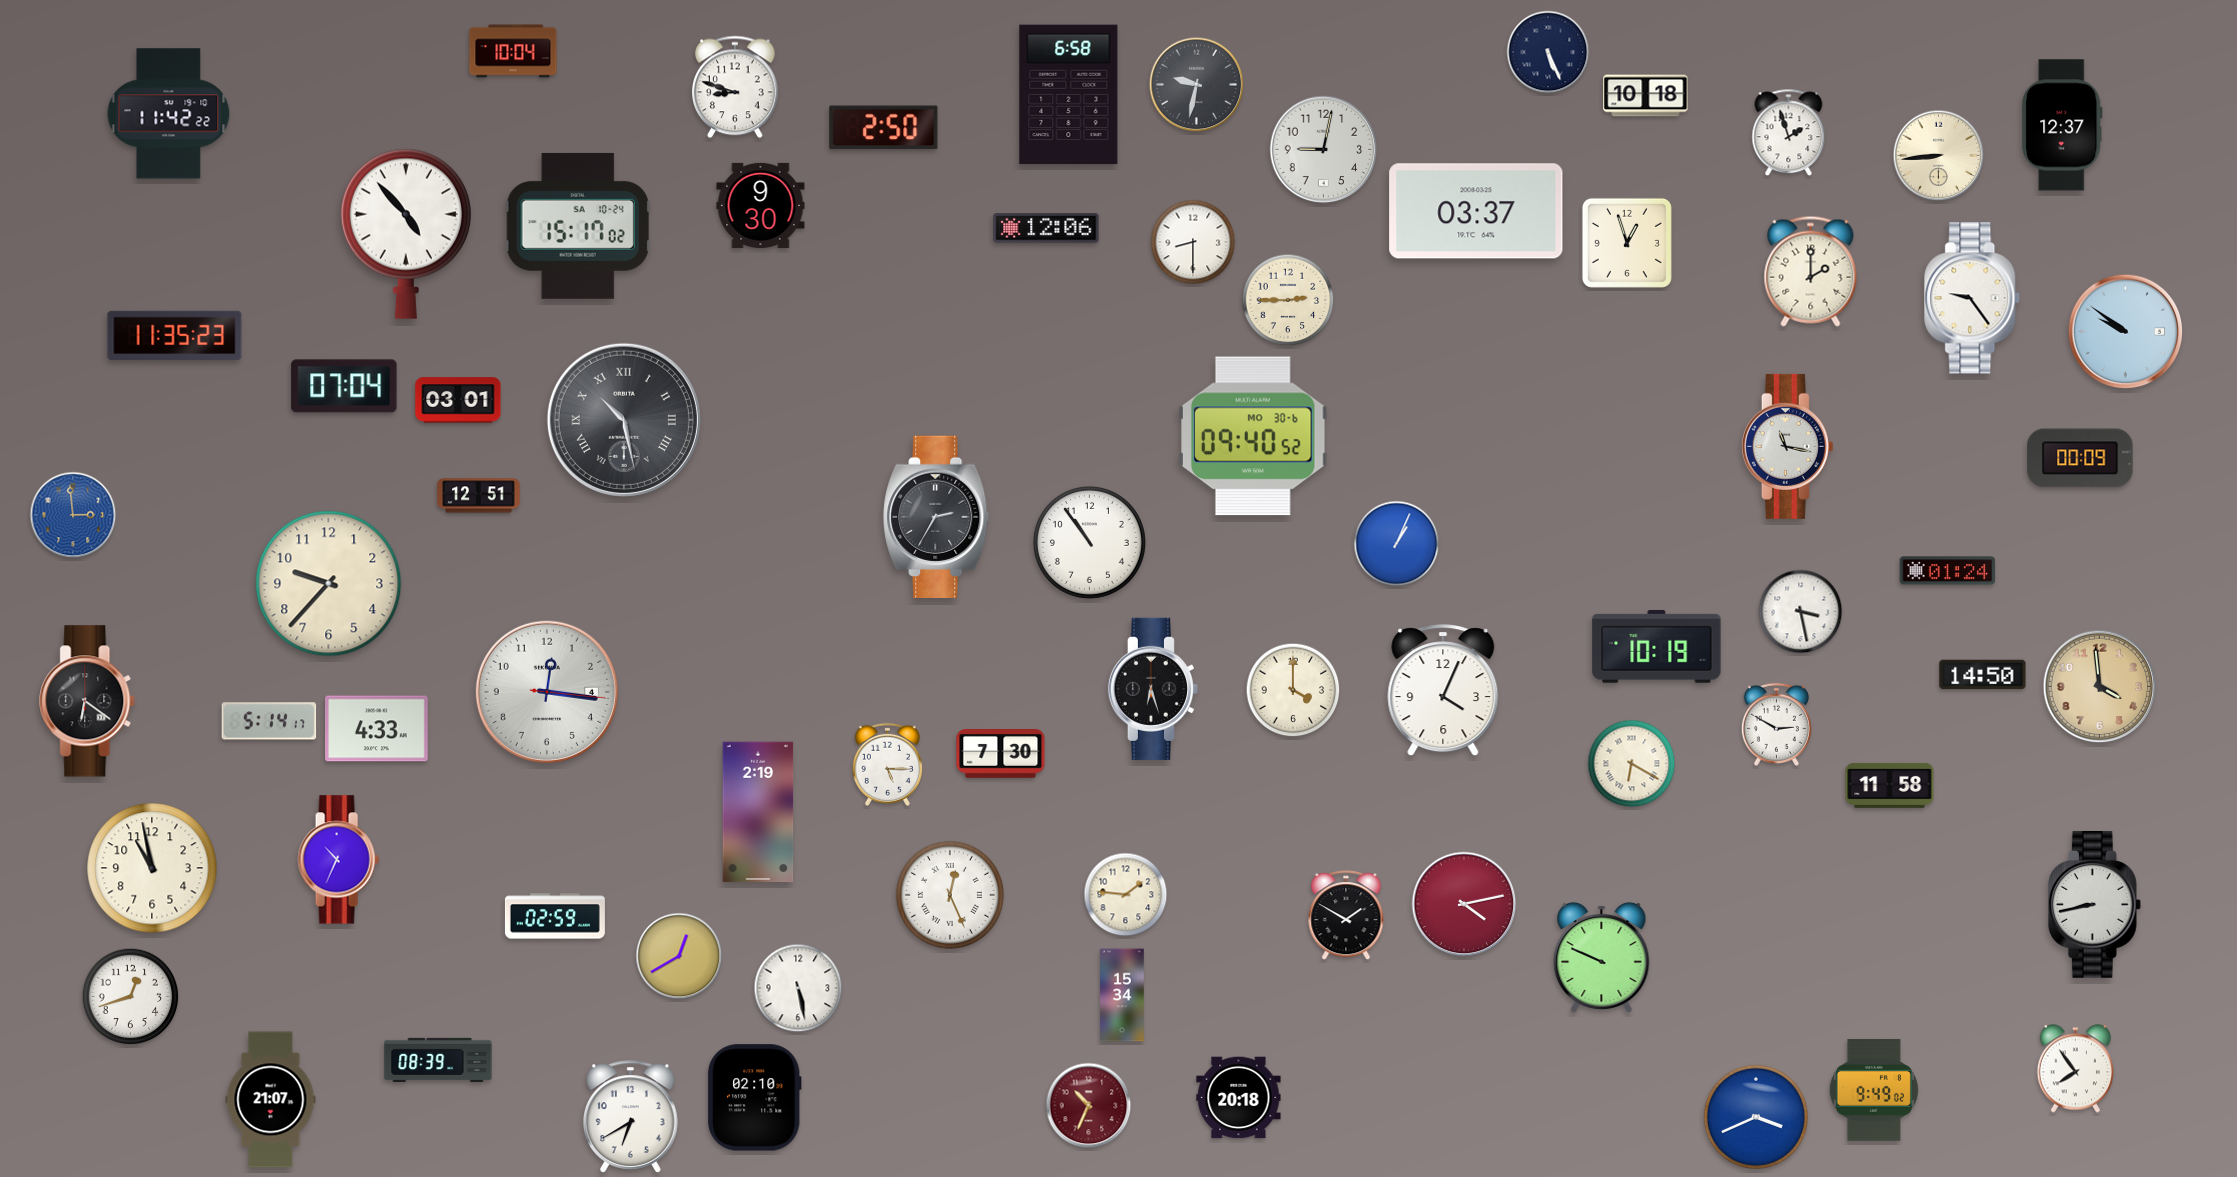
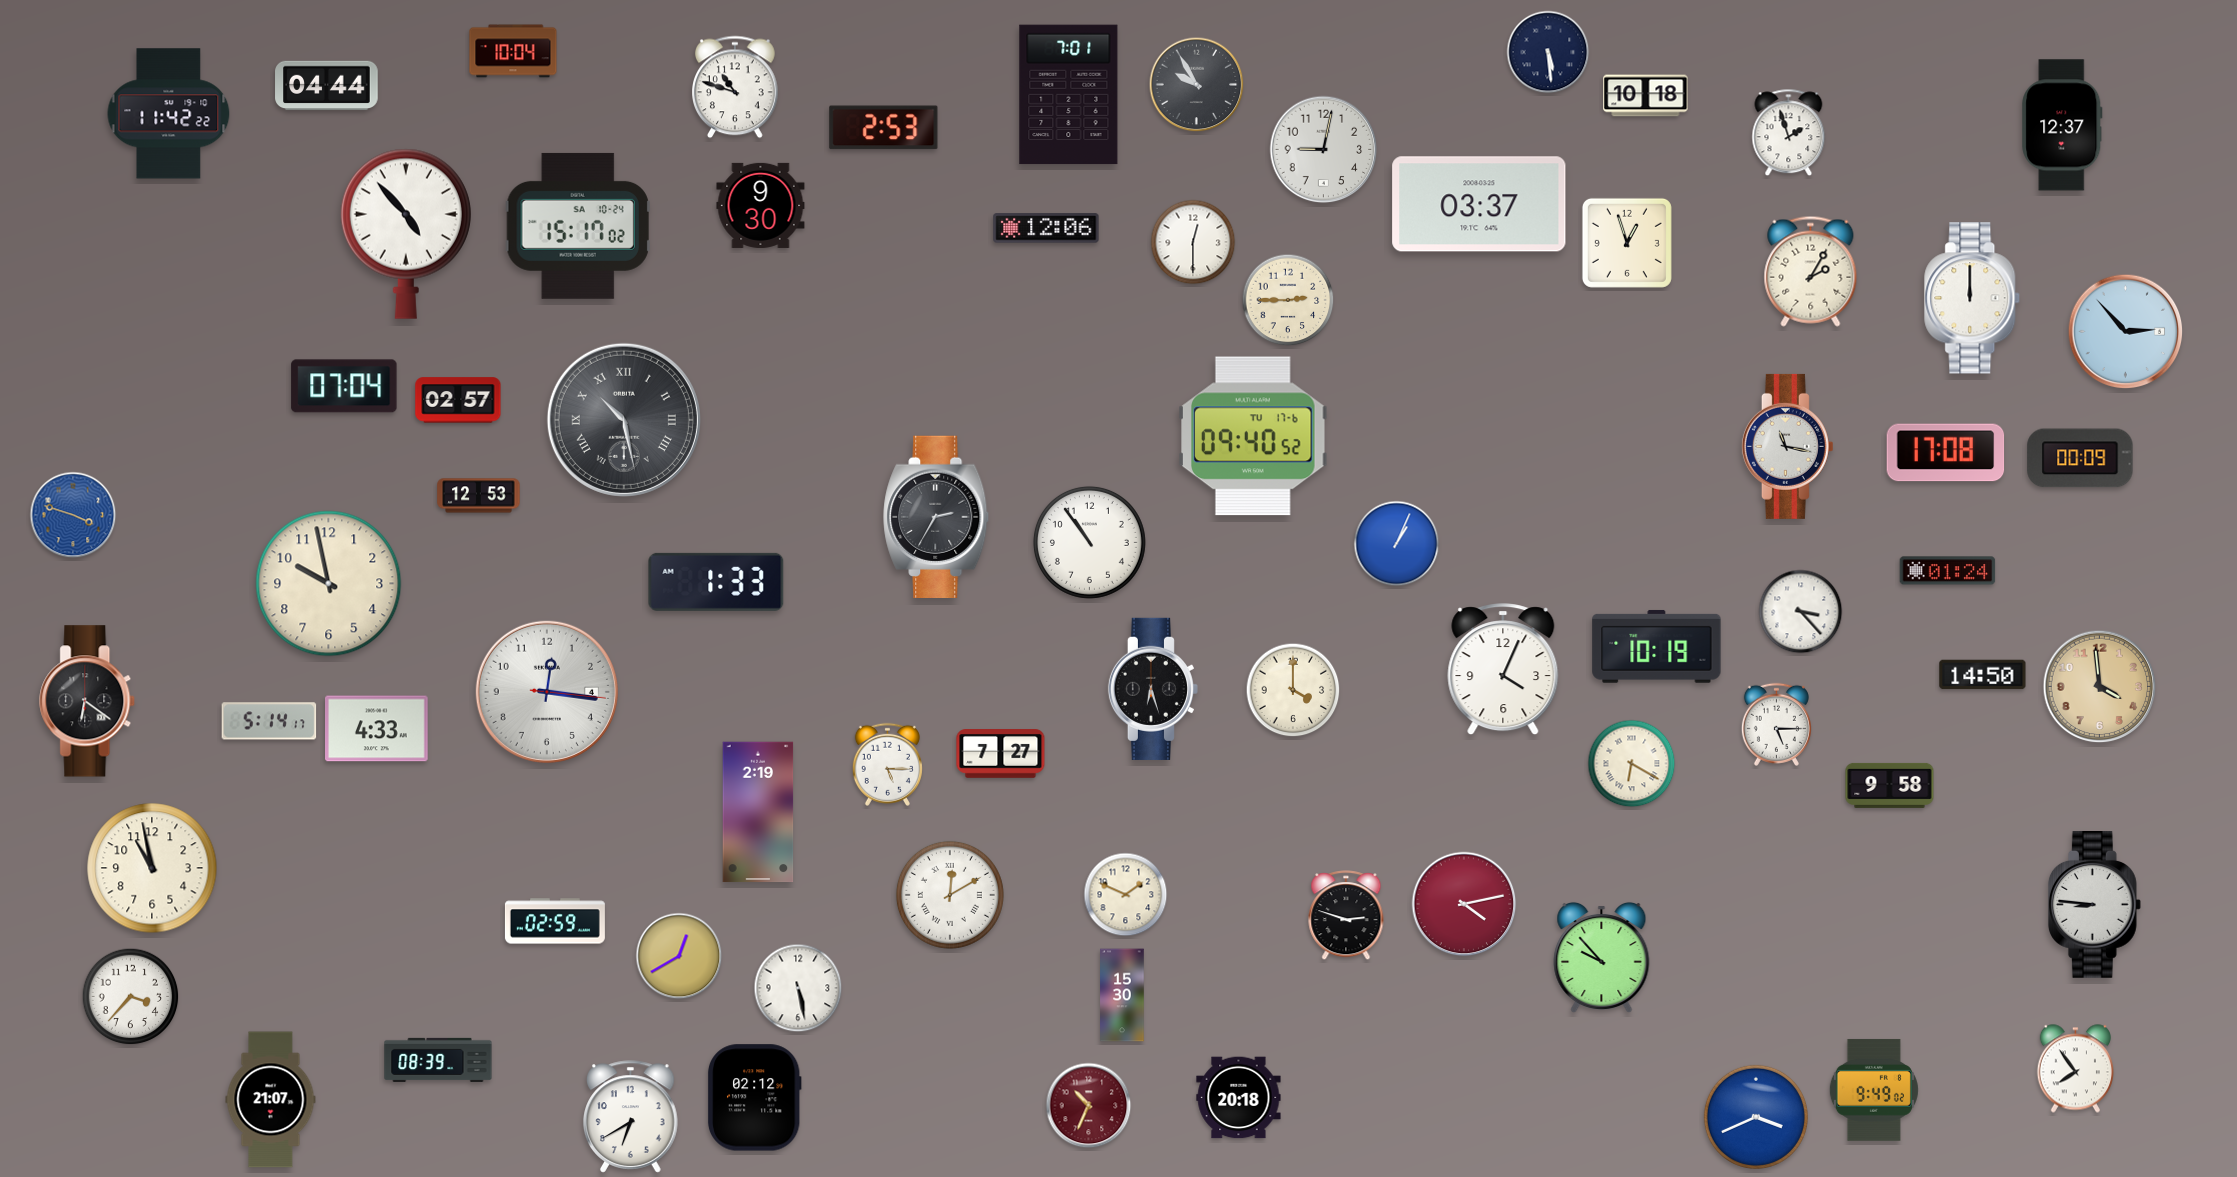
clock at (1548, 52): 5:26 -> 5:29
clock at (1197, 85): 9:32 -> 9:55
clock at (327, 86): none -> 04:44
clock at (736, 87): 8:48 -> 10:48
clock at (1069, 95): 6:58 -> 7:01
clock at (884, 128): 2:50 -> 2:53
clock at (1939, 156): 8:44 -> none
clock at (1476, 211) position: (1476, 211) -> (1479, 204)
clock at (1193, 242): 8:30 -> 12:30
clock at (1811, 271): 2:00 -> 2:05
clock at (1973, 298): 9:24 -> 12:00
clock at (2126, 332): 9:51 -> 2:53
clock at (175, 336): 11:35 -> none
clock at (458, 400): 03:01 -> 02:57
clock at (1253, 436) date: MO 30-6 -> TU 17-6
clock at (1946, 453): none -> 17:08
clock at (479, 496): 12:51 -> 12:53
clock at (73, 515): 2:59 -> 3:48
clock at (716, 582): none -> 1:33
clock at (329, 584): 9:37 -> 9:58
clock at (1801, 612): 3:28 -> 3:23
clock at (1443, 691) position: (1443, 691) -> (1503, 670)
clock at (1776, 724): 2:50 -> 5:15
clock at (1001, 754): 7:30 -> 7:27
clock at (1890, 785): 11:58 -> 9:58
clock at (338, 860): 10:34 -> none
clock at (950, 895): 12:26 -> 12:10
clock at (1126, 895): 1:46 -> 1:49
clock at (2094, 905): 8:43 -> 8:46
clock at (555, 916) position: (555, 916) -> (555, 921)
clock at (1346, 916): 1:50 -> 2:48
clock at (1602, 958): 9:49 -> 9:53
clock at (1122, 995): 15:34 -> 15:30
clock at (131, 997): 12:42 -> 3:37
clock at (754, 1098): 02:10 -> 02:12
